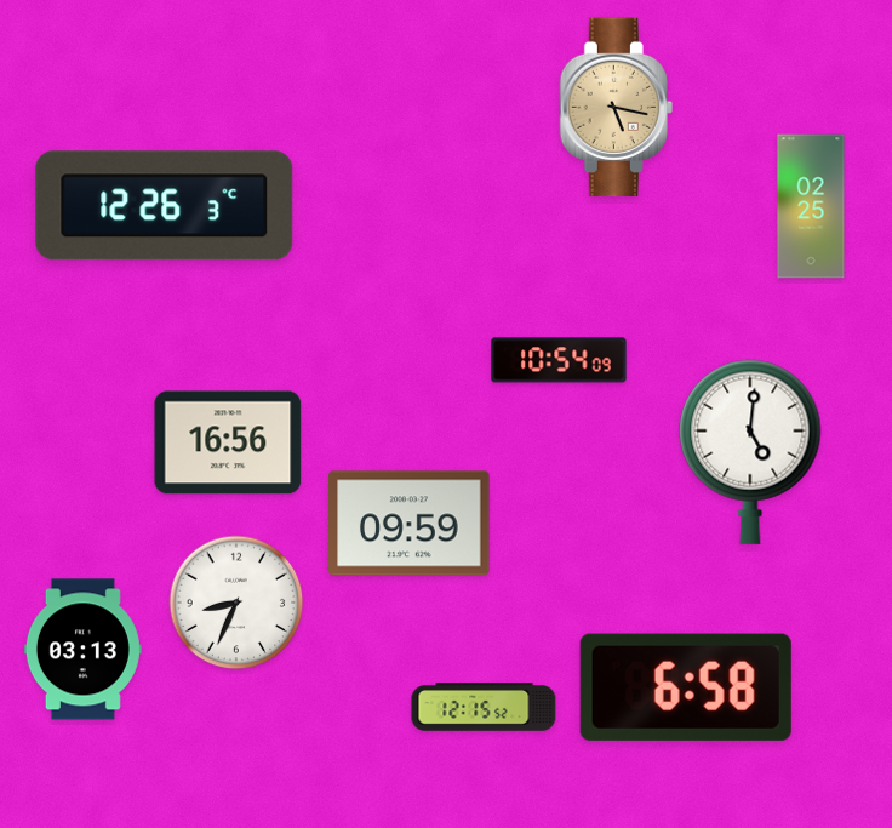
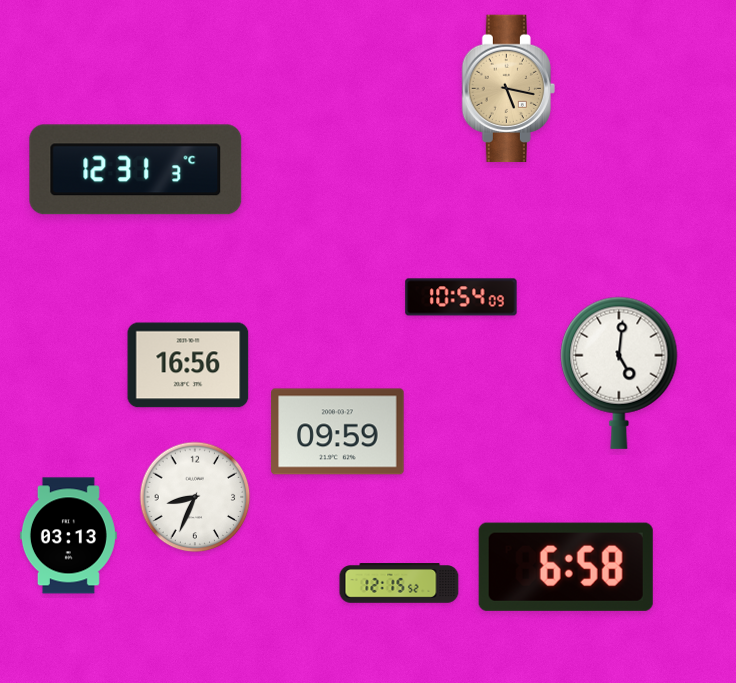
clock at (165, 206): 12:26 -> 12:31
clock at (811, 206): 02:25 -> none
